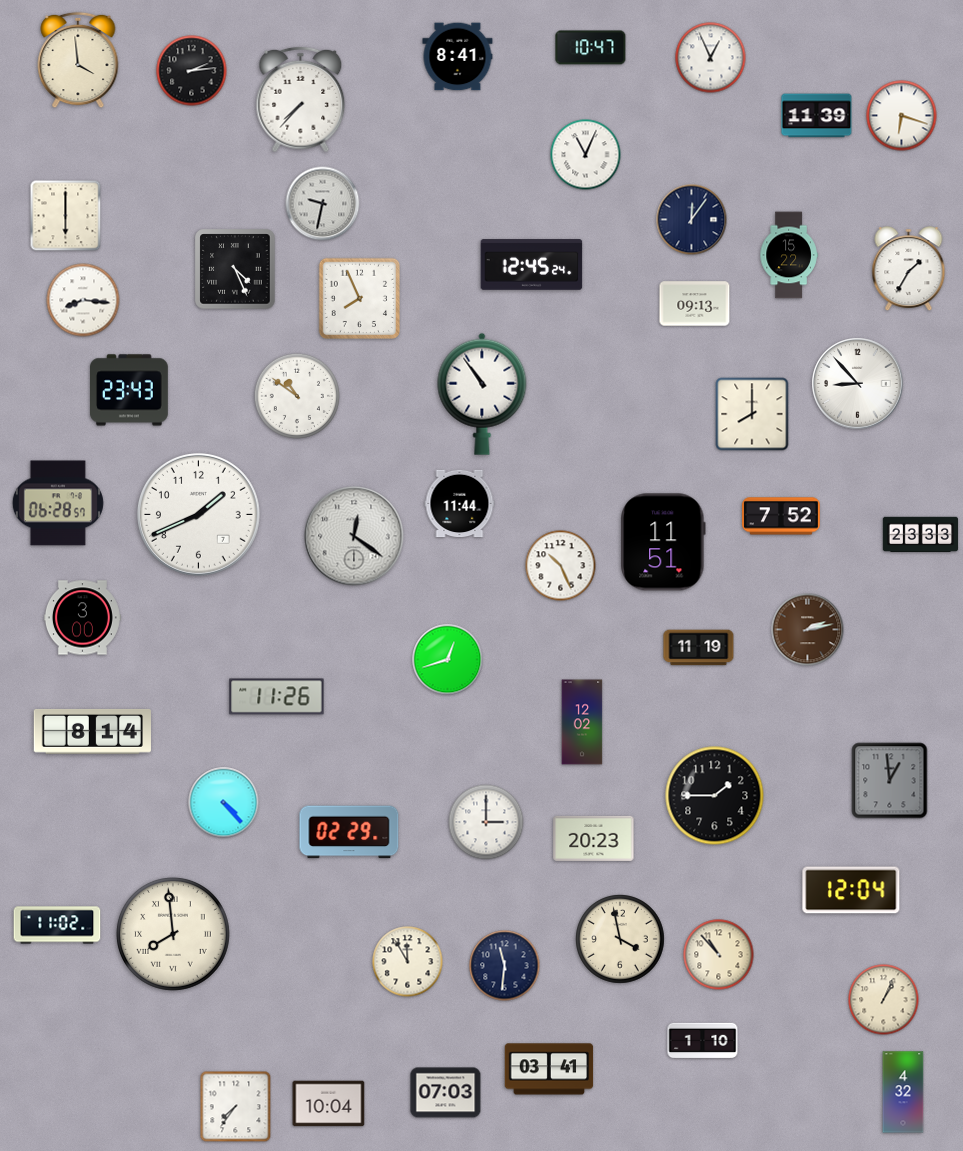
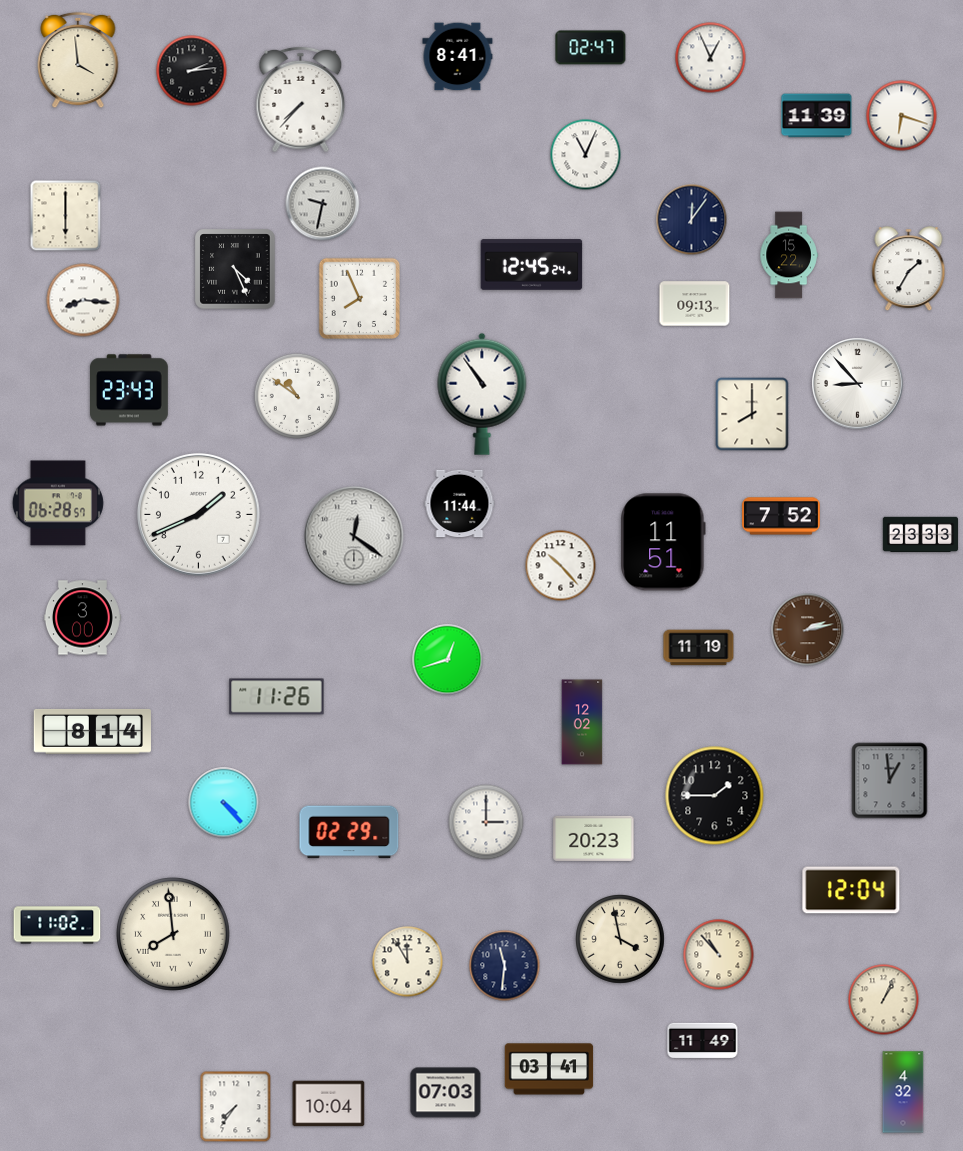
clock at (591, 48): 10:47 -> 02:47
clock at (561, 566): 10:26 -> 10:23
clock at (703, 1041): 1:10 -> 11:49
